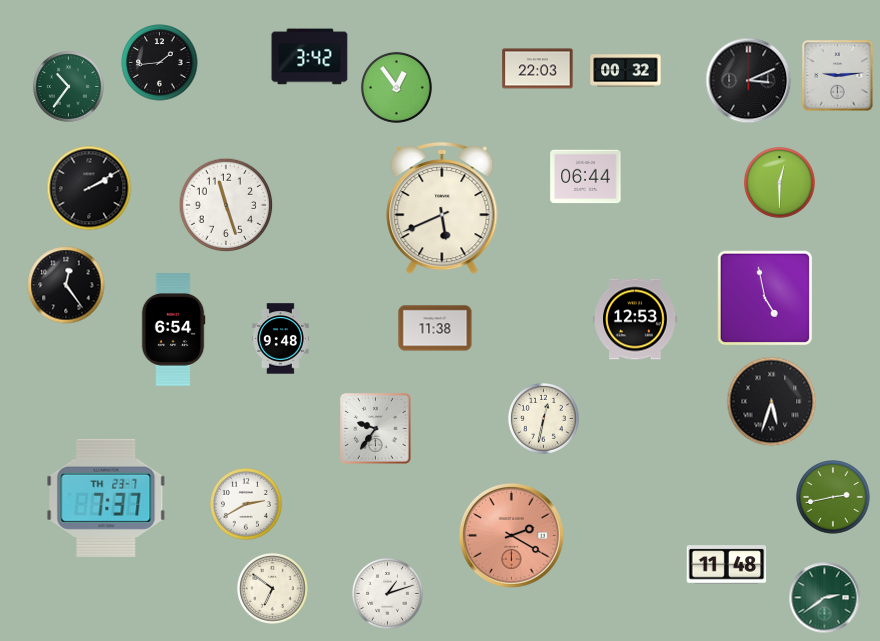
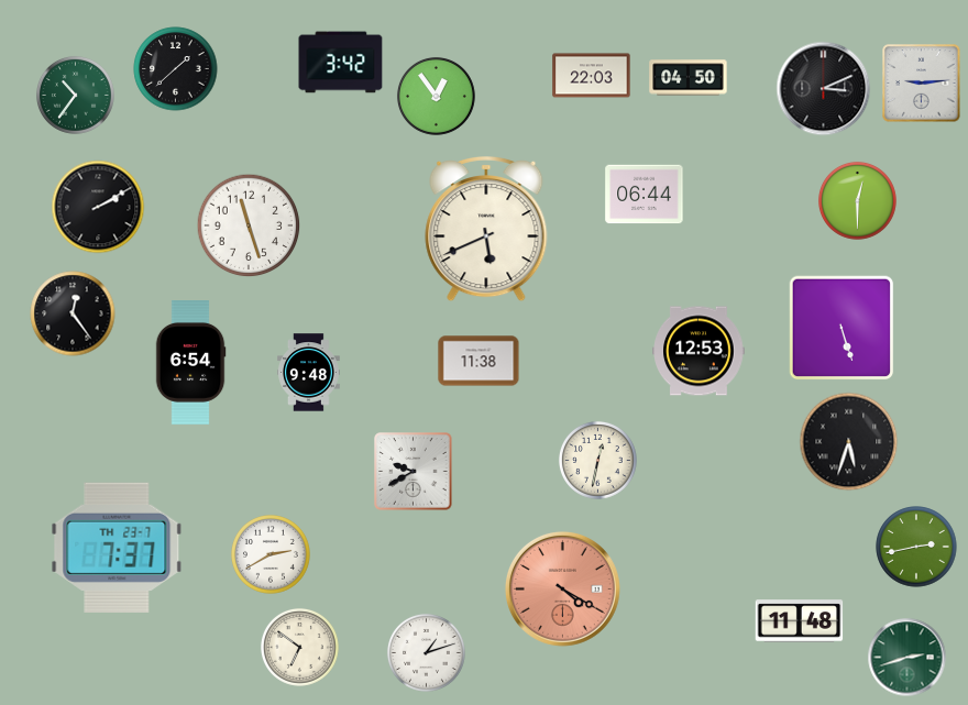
clock at (160, 63): 1:44 -> 1:38
clock at (626, 71): 00:32 -> 04:50
clock at (765, 298): 4:58 -> 5:27
clock at (376, 429): 9:36 -> 9:40
clock at (511, 535): 2:20 -> 4:20
clock at (825, 598): 2:39 -> 2:42
